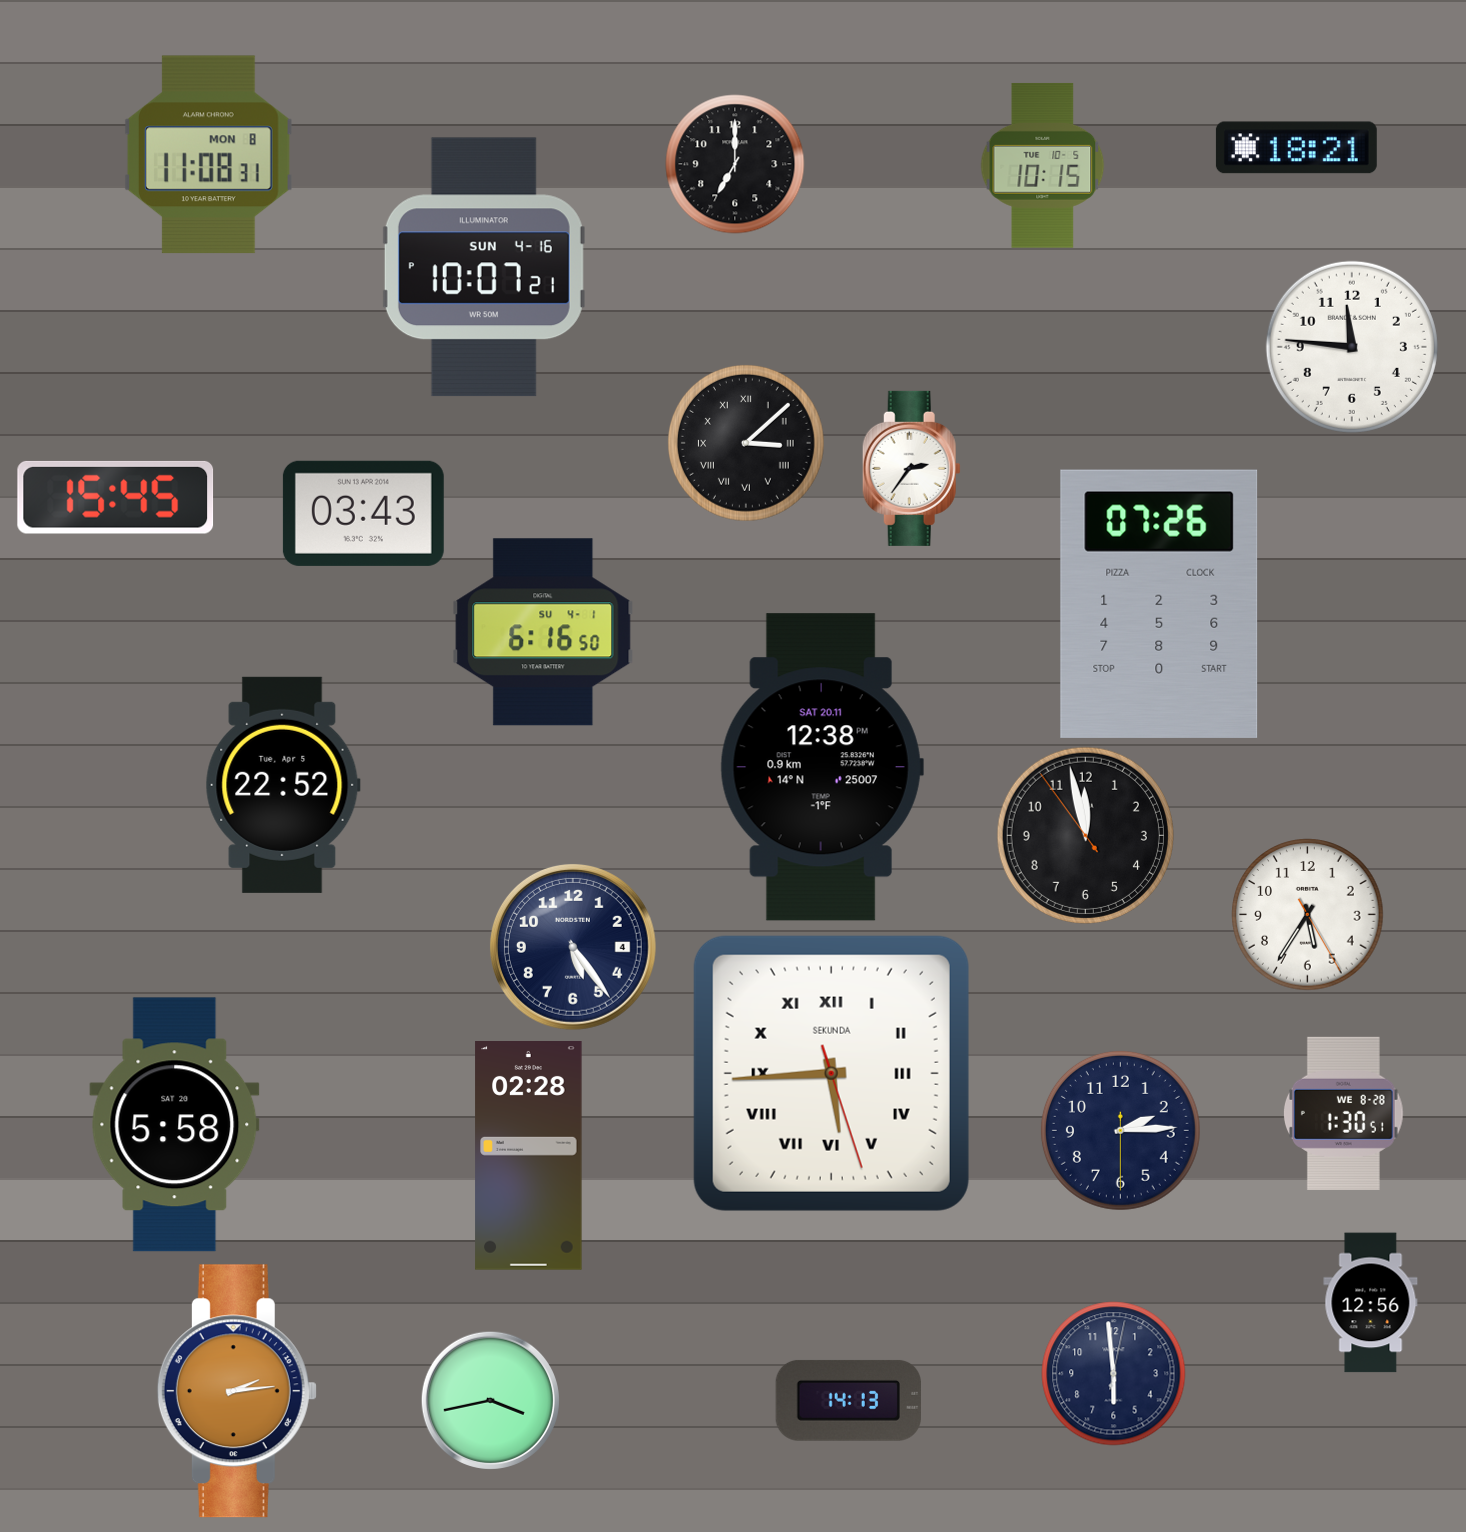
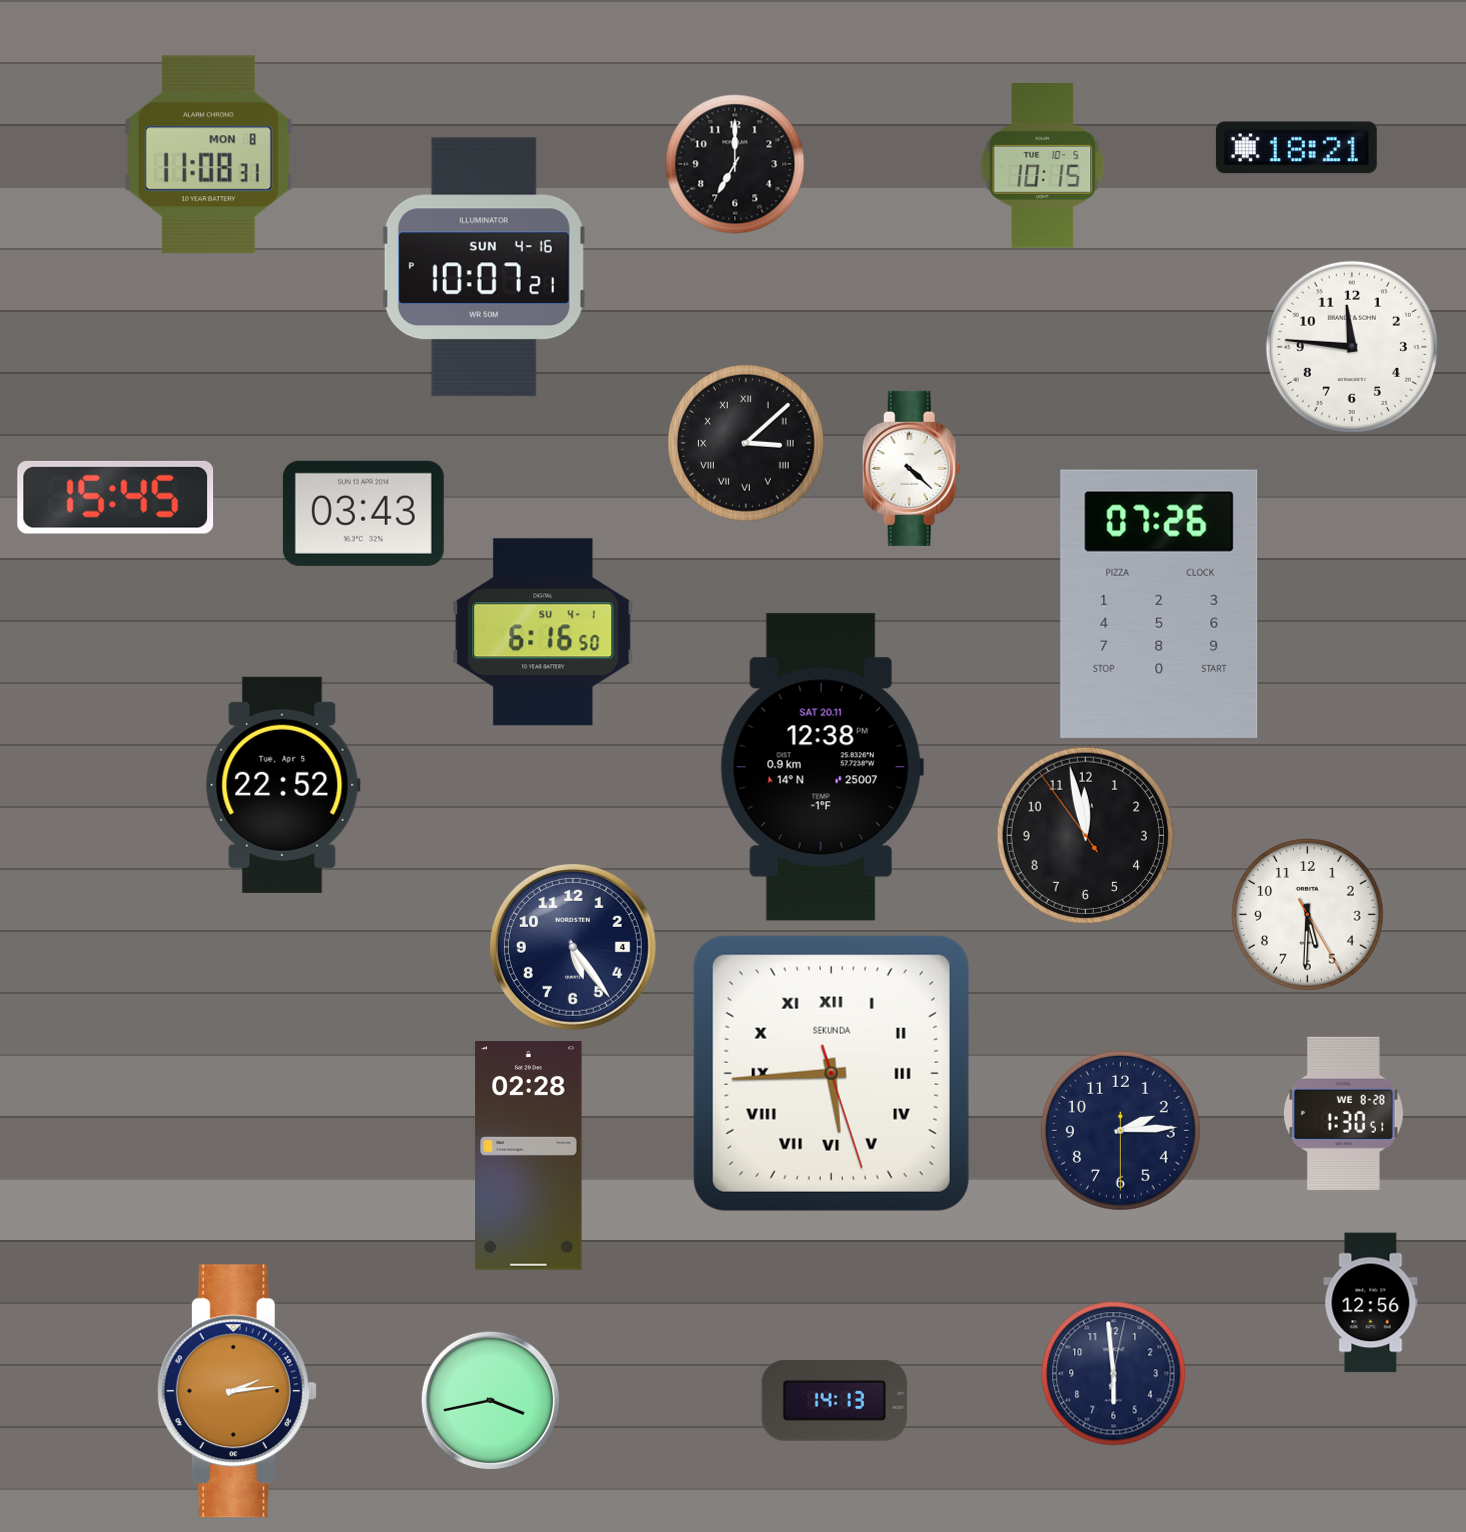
clock at (911, 468): 2:36 -> 4:22
clock at (1308, 915): 5:35 -> 5:30
clock at (175, 1125): 5:58 -> none
clock at (848, 1400) position: (848, 1400) -> (834, 1400)
